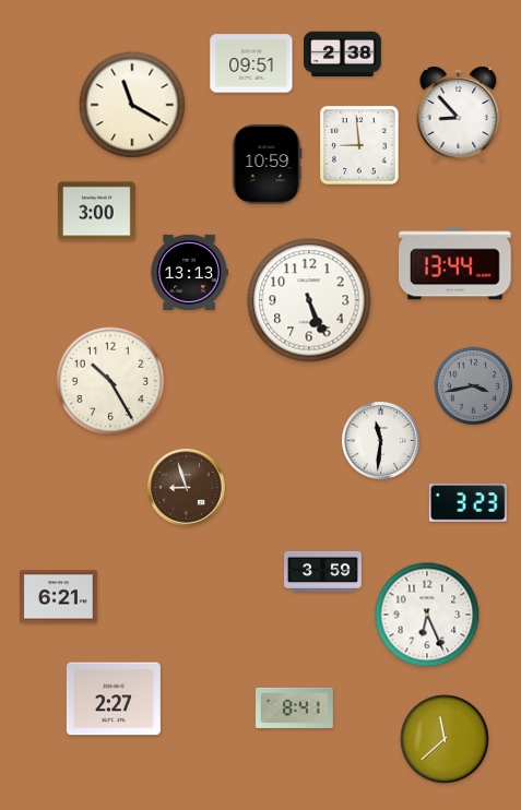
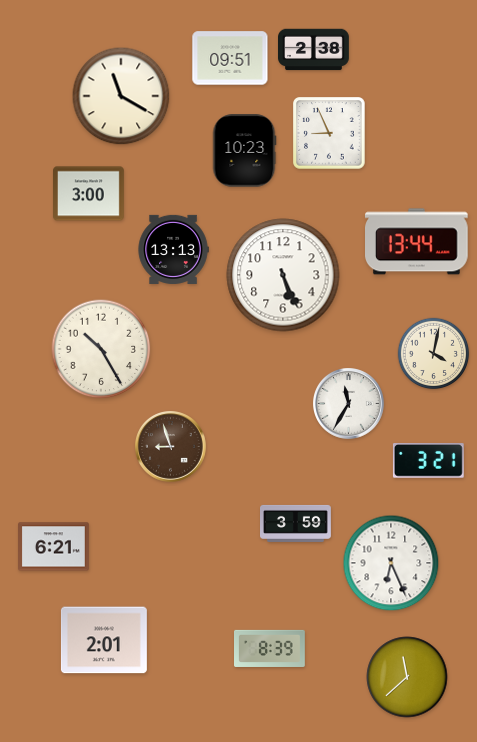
clock at (459, 114): 8:53 -> none
clock at (359, 145): 8:59 -> 8:56
clock at (267, 165): 10:59 -> 10:23
clock at (474, 386): 3:43 -> 4:02
clock at (474, 386) dial: grey -> cream
clock at (381, 441): 11:31 -> 11:35
clock at (467, 503): 3:23 -> 3:21
clock at (114, 699): 2:27 -> 2:01
clock at (295, 707): 8:41 -> 8:39
